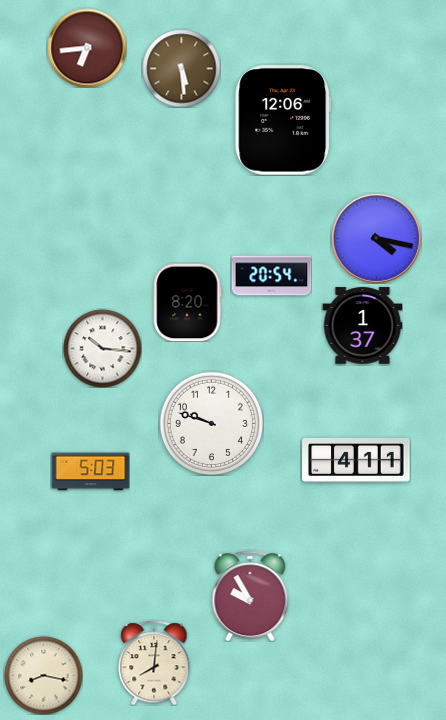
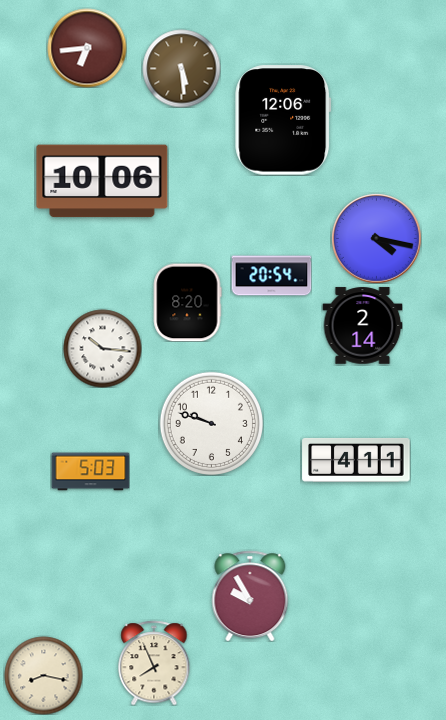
clock at (102, 181): none -> 10:06
clock at (362, 326): 1:37 -> 2:14
clock at (154, 663): 8:01 -> 7:56
